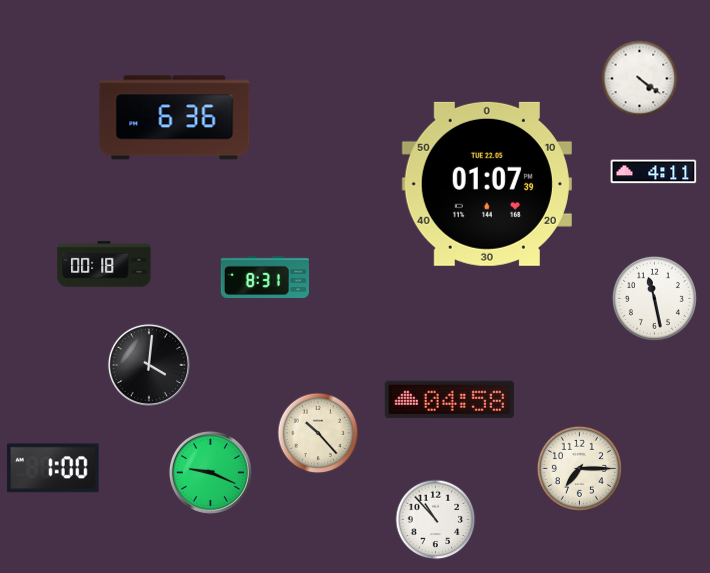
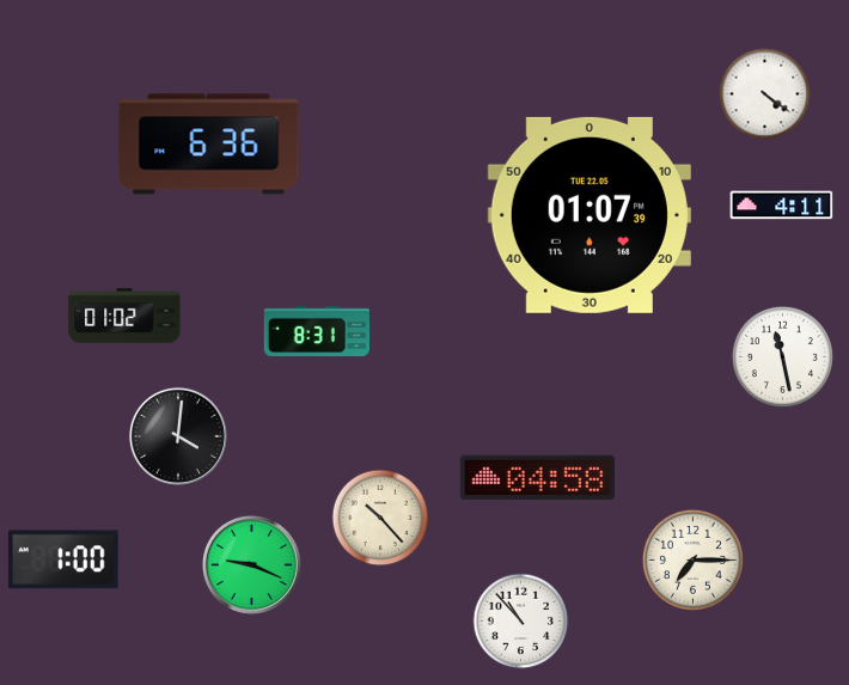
clock at (175, 118) position: (175, 118) -> (209, 145)
clock at (487, 184) position: (487, 184) -> (590, 215)
clock at (104, 264): 00:18 -> 01:02
